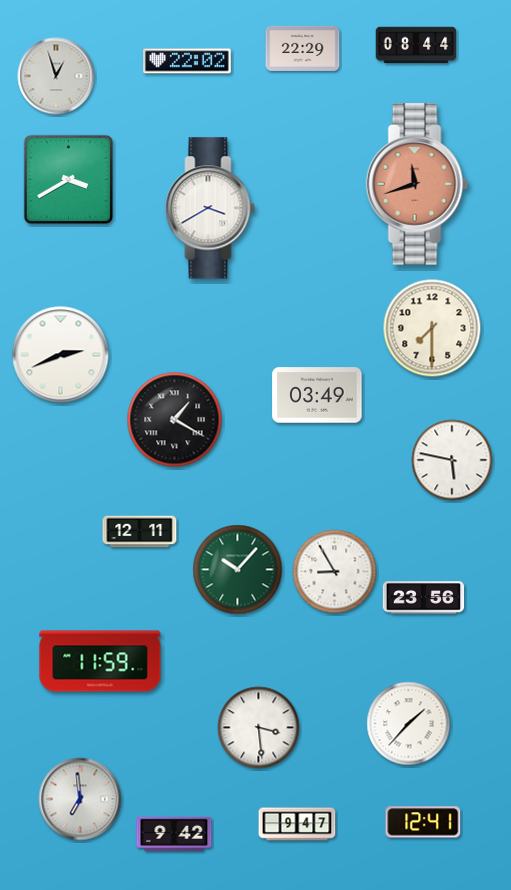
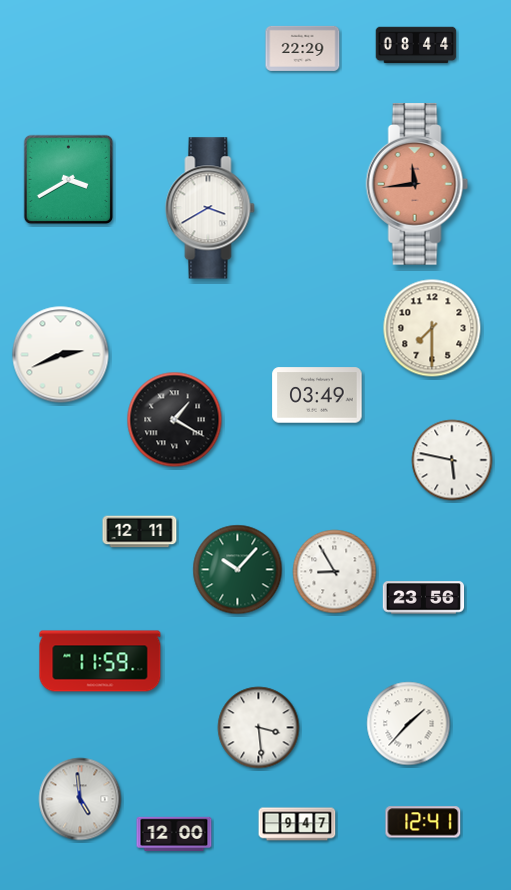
clock at (187, 61): 22:02 -> none
clock at (56, 76): 12:57 -> none
clock at (417, 184): 11:42 -> 11:44
clock at (80, 799): 6:59 -> 4:59
clock at (174, 833): 9:42 -> 12:00
